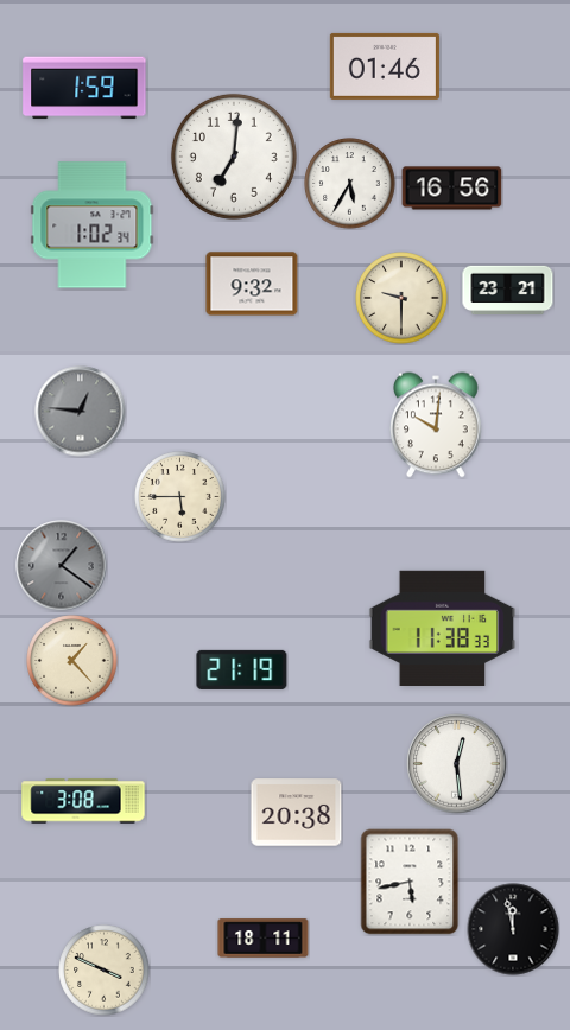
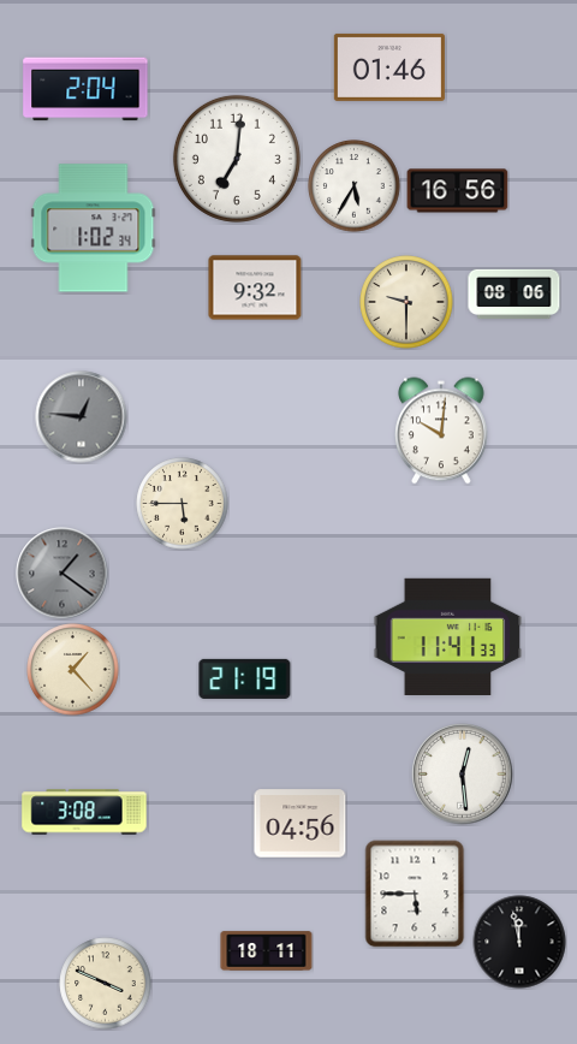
clock at (84, 88): 1:59 -> 2:04
clock at (508, 290): 23:21 -> 08:06
clock at (443, 628): 11:38 -> 11:41
clock at (297, 813): 20:38 -> 04:56
clock at (410, 882): 5:43 -> 5:45
